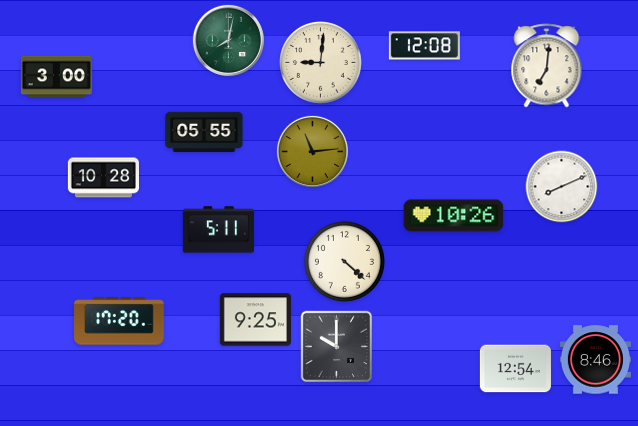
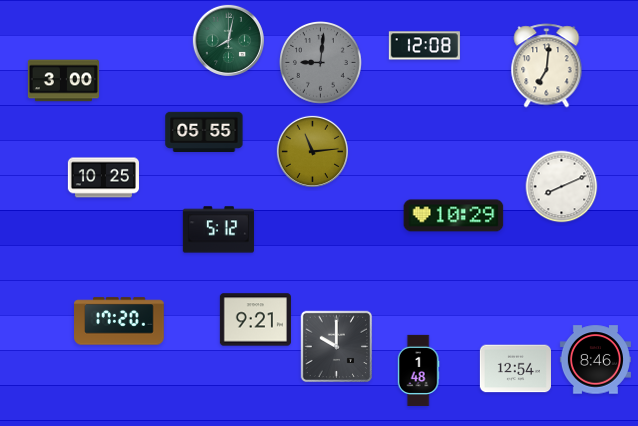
clock at (321, 63) dial: cream -> grey
clock at (56, 77) position: (56, 77) -> (63, 81)
clock at (103, 178): 10:28 -> 10:25
clock at (454, 216): 10:26 -> 10:29
clock at (218, 230): 5:11 -> 5:12
clock at (344, 261): 4:22 -> none
clock at (255, 320): 9:25 -> 9:21
clock at (418, 370): none -> 1:48
